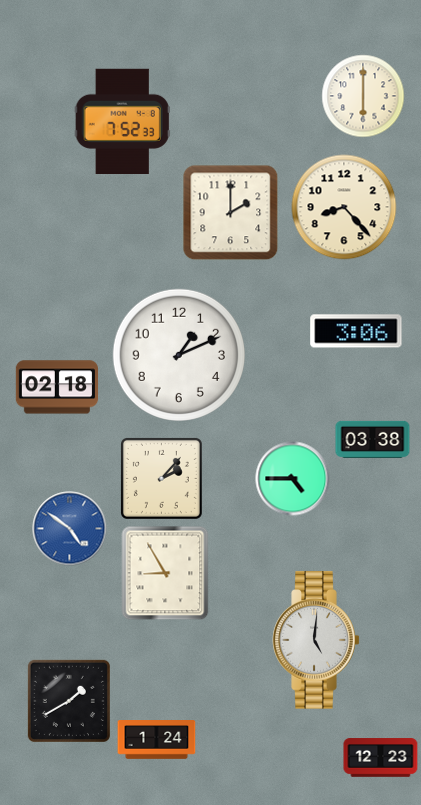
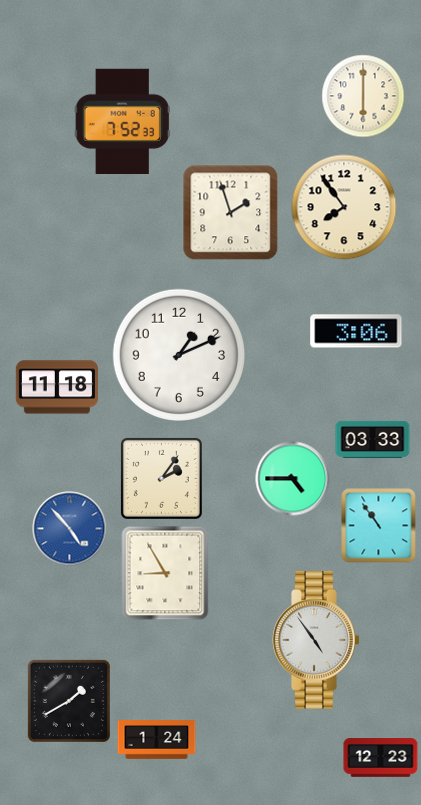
clock at (344, 207): 8:23 -> 7:54
clock at (231, 213): 2:00 -> 1:57
clock at (56, 387): 02:18 -> 11:18
clock at (373, 439): 03:38 -> 03:33
clock at (161, 478): 2:07 -> 2:06
clock at (379, 526): none -> 10:54
clock at (70, 529): 4:51 -> 4:53
clock at (316, 640): 5:01 -> 4:54
